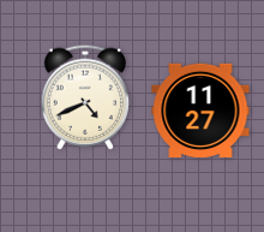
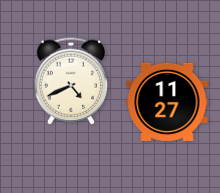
clock at (200, 111) position: (200, 111) -> (167, 102)
